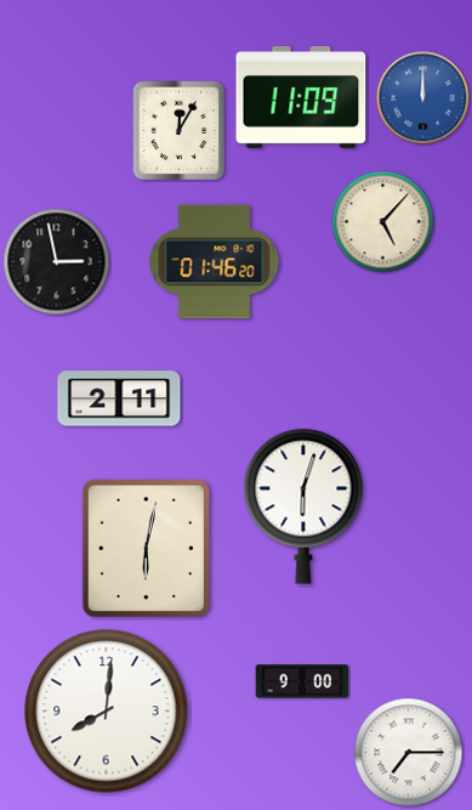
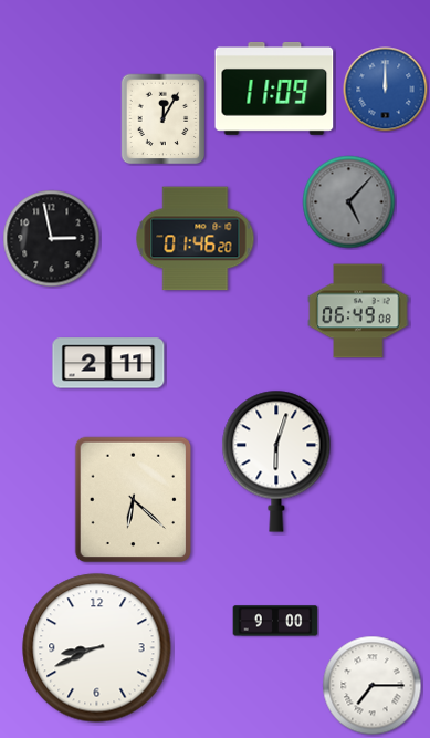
clock at (383, 222) dial: cream -> grey
clock at (358, 311): none -> 06:49
clock at (146, 549): 6:02 -> 6:22
clock at (107, 712): 8:01 -> 8:41
